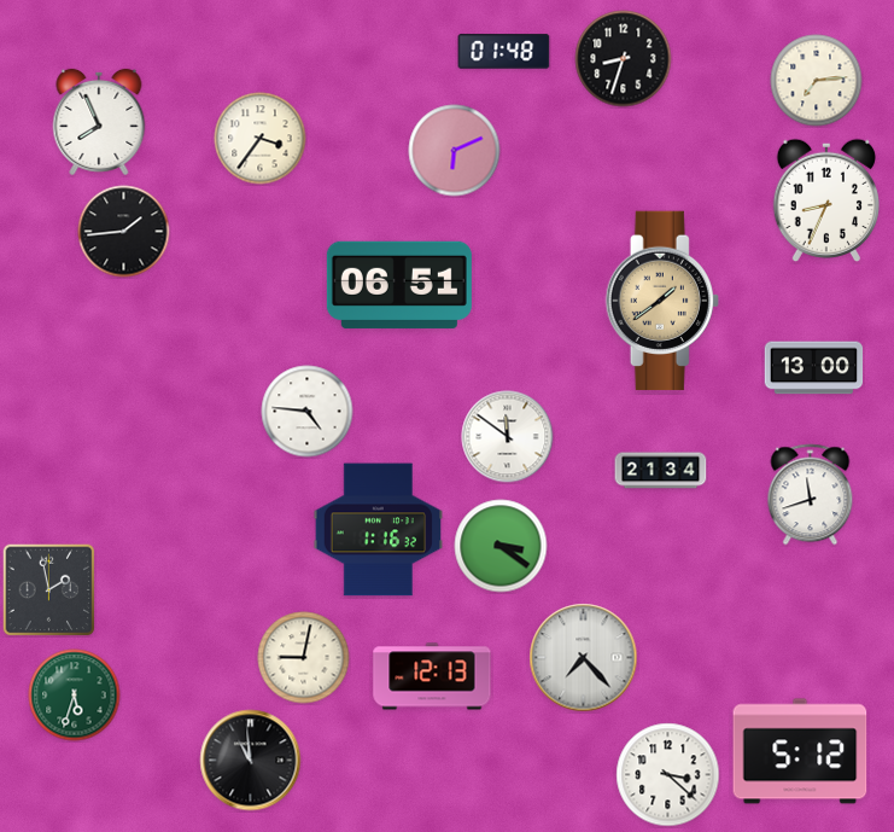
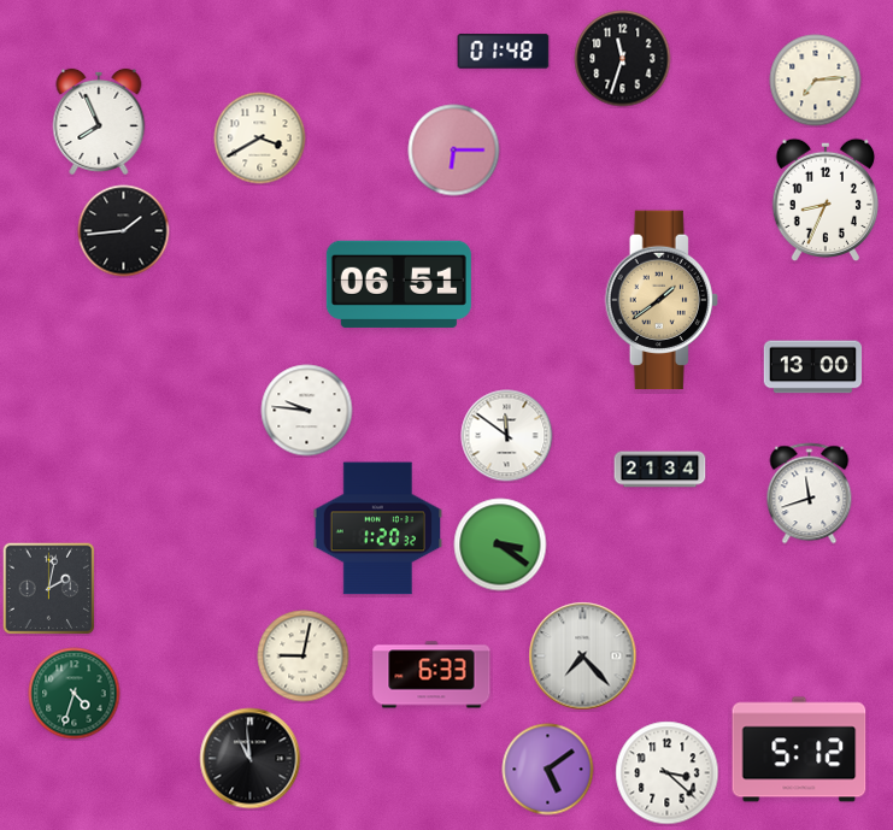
clock at (624, 59): 8:33 -> 11:33
clock at (261, 139): 3:36 -> 3:40
clock at (455, 151): 6:11 -> 6:15
clock at (308, 412): 4:46 -> 9:46
clock at (378, 530): 1:16 -> 1:20
clock at (48, 589): 1:58 -> 2:02
clock at (432, 676): 12:13 -> 6:33
clock at (75, 696): 5:33 -> 4:33
clock at (548, 770): none -> 5:09
